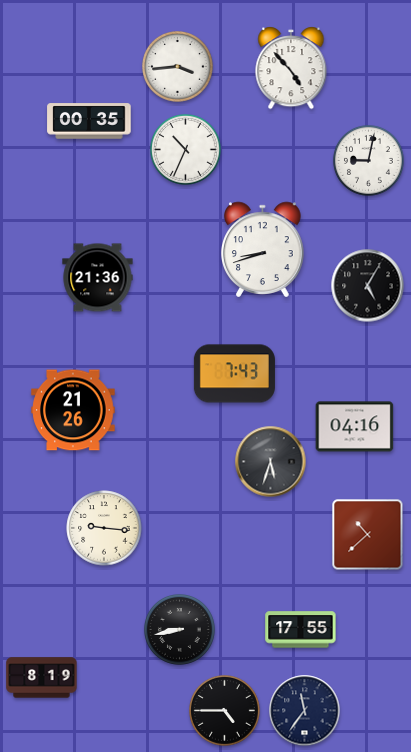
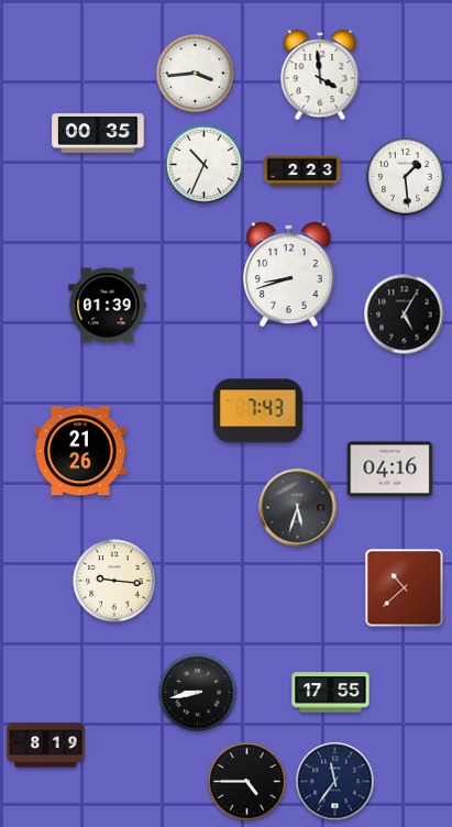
clock at (291, 68): 4:53 -> 3:59
clock at (302, 172): none -> 2:23
clock at (369, 161): 9:02 -> 1:29
clock at (98, 278): 21:36 -> 01:39
